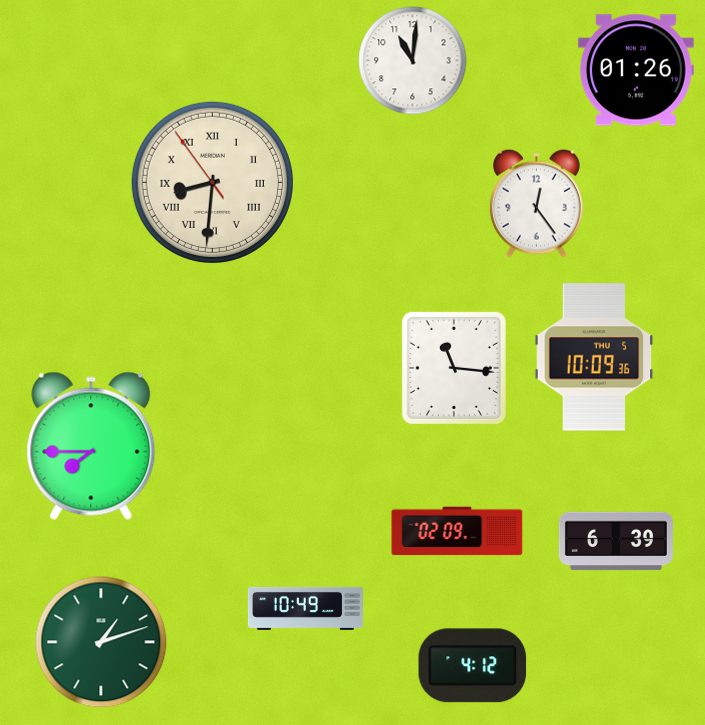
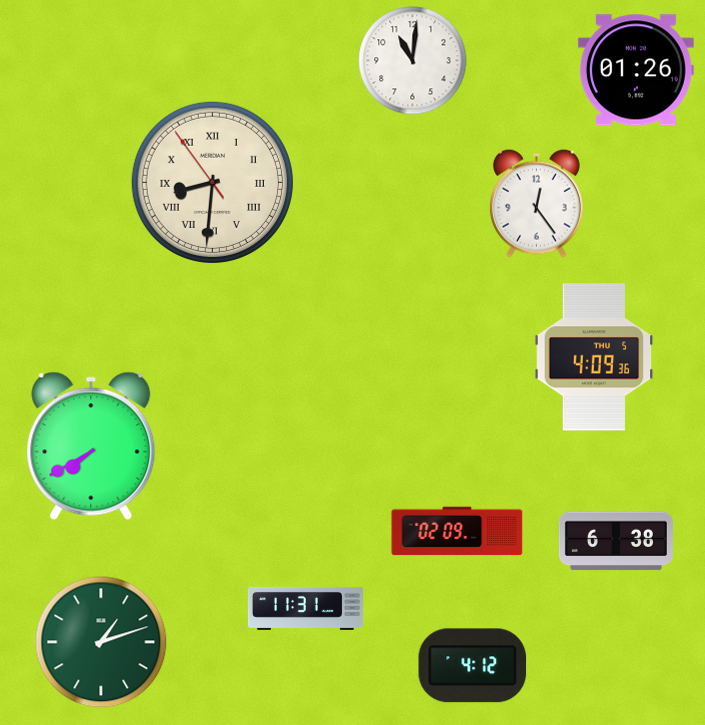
clock at (594, 357): 10:09 -> 4:09
clock at (454, 368): 11:16 -> none
clock at (91, 446): 7:45 -> 7:40
clock at (616, 541): 6:39 -> 6:38
clock at (305, 608): 10:49 -> 11:31
